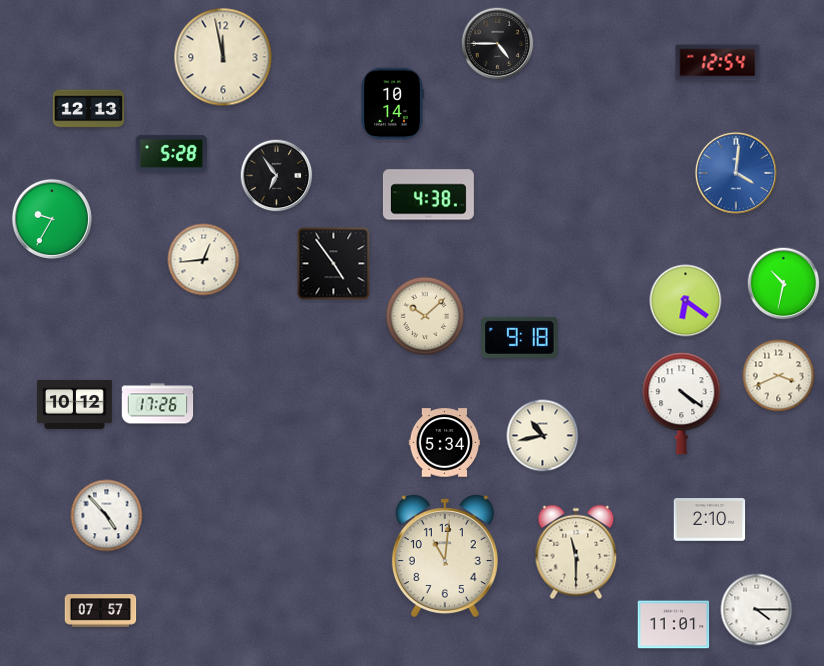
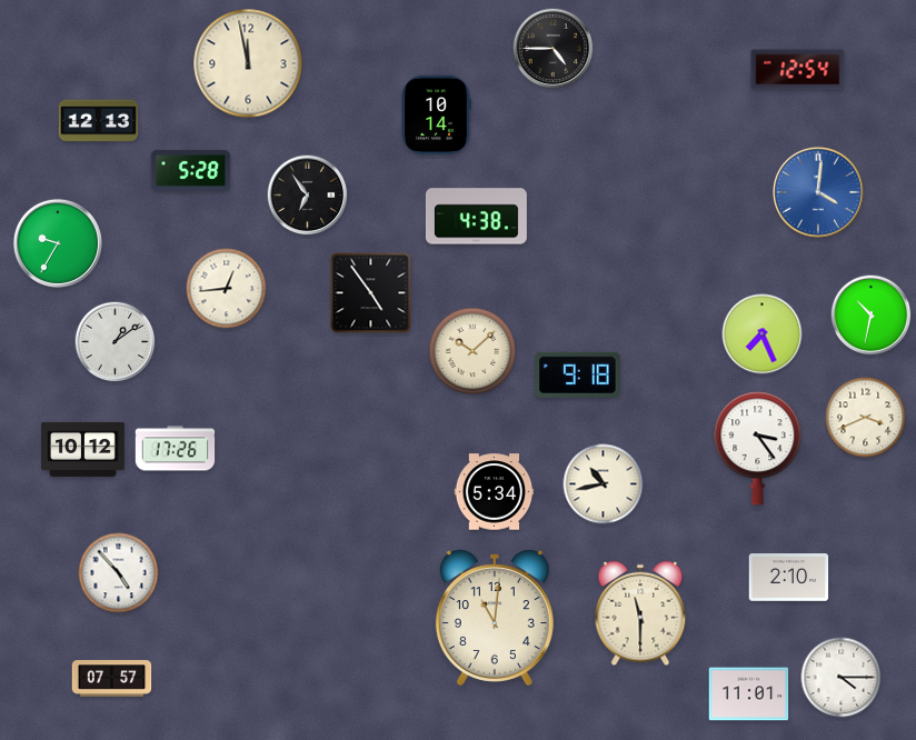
clock at (686, 301): 6:21 -> 7:26
clock at (116, 342): none -> 1:09
clock at (682, 404): 4:21 -> 3:24
